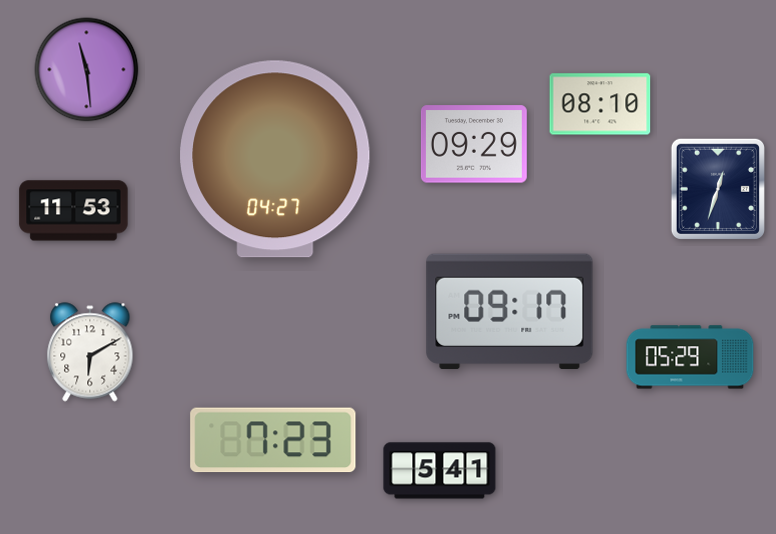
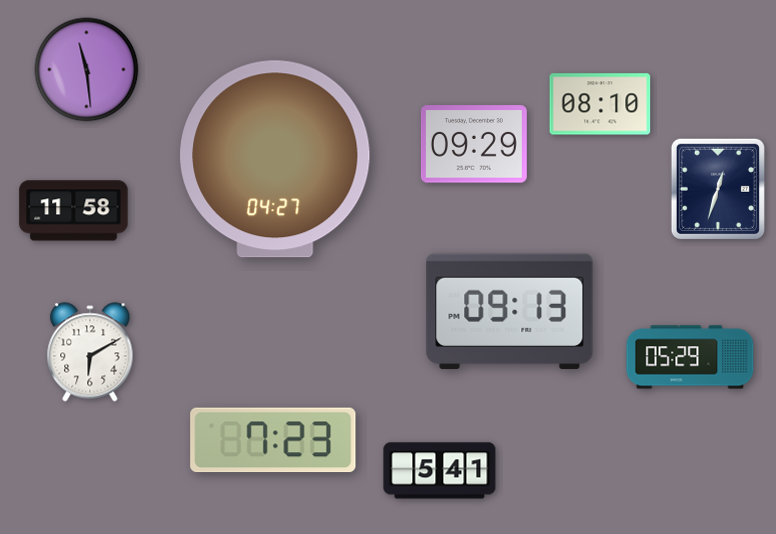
clock at (74, 211): 11:53 -> 11:58
clock at (510, 312): 09:17 -> 09:13
